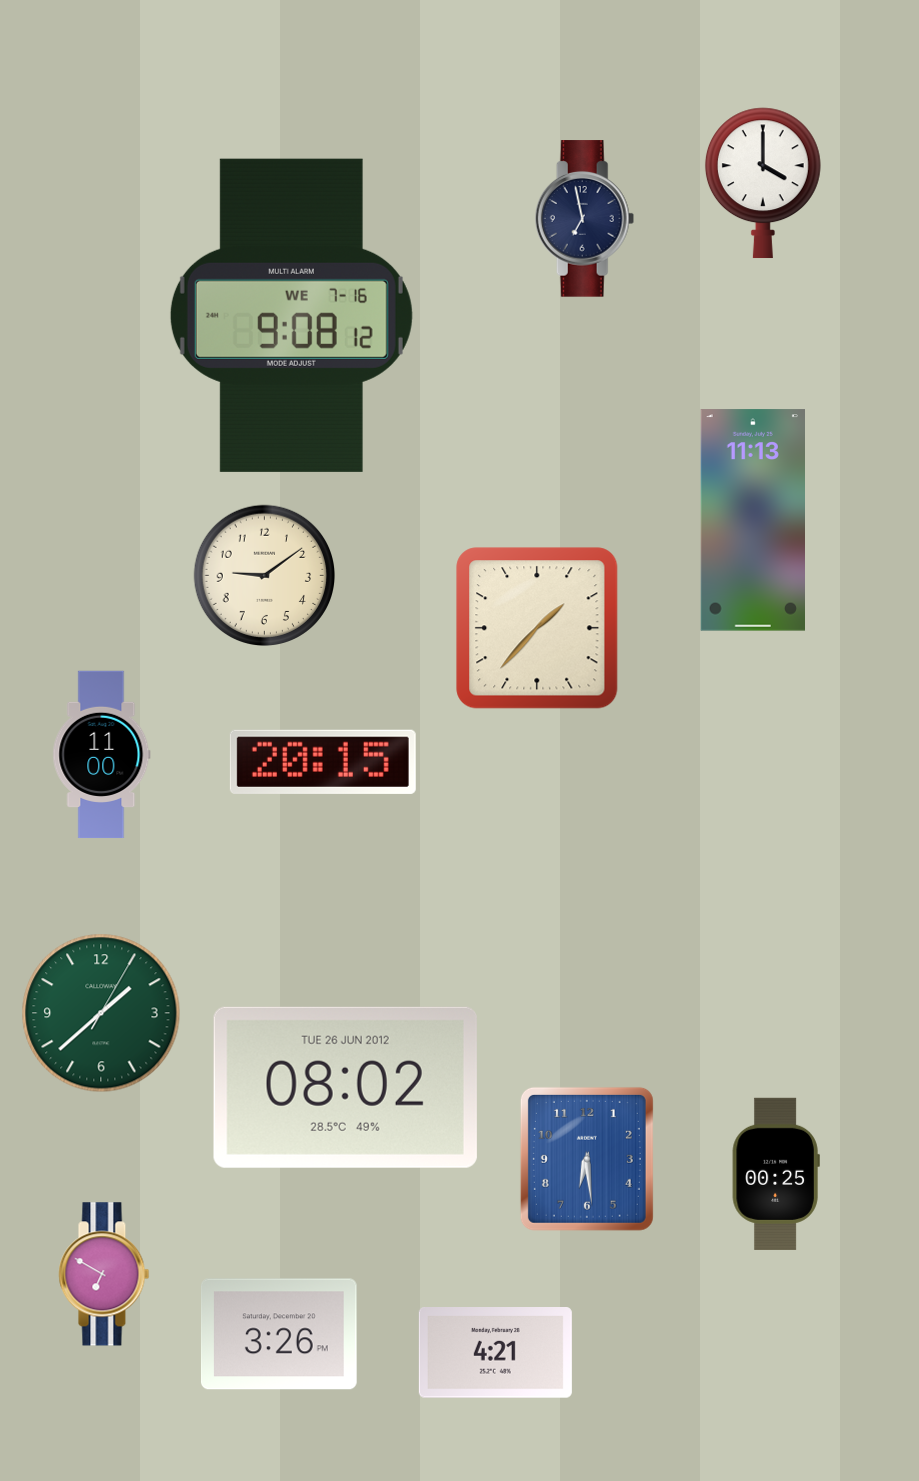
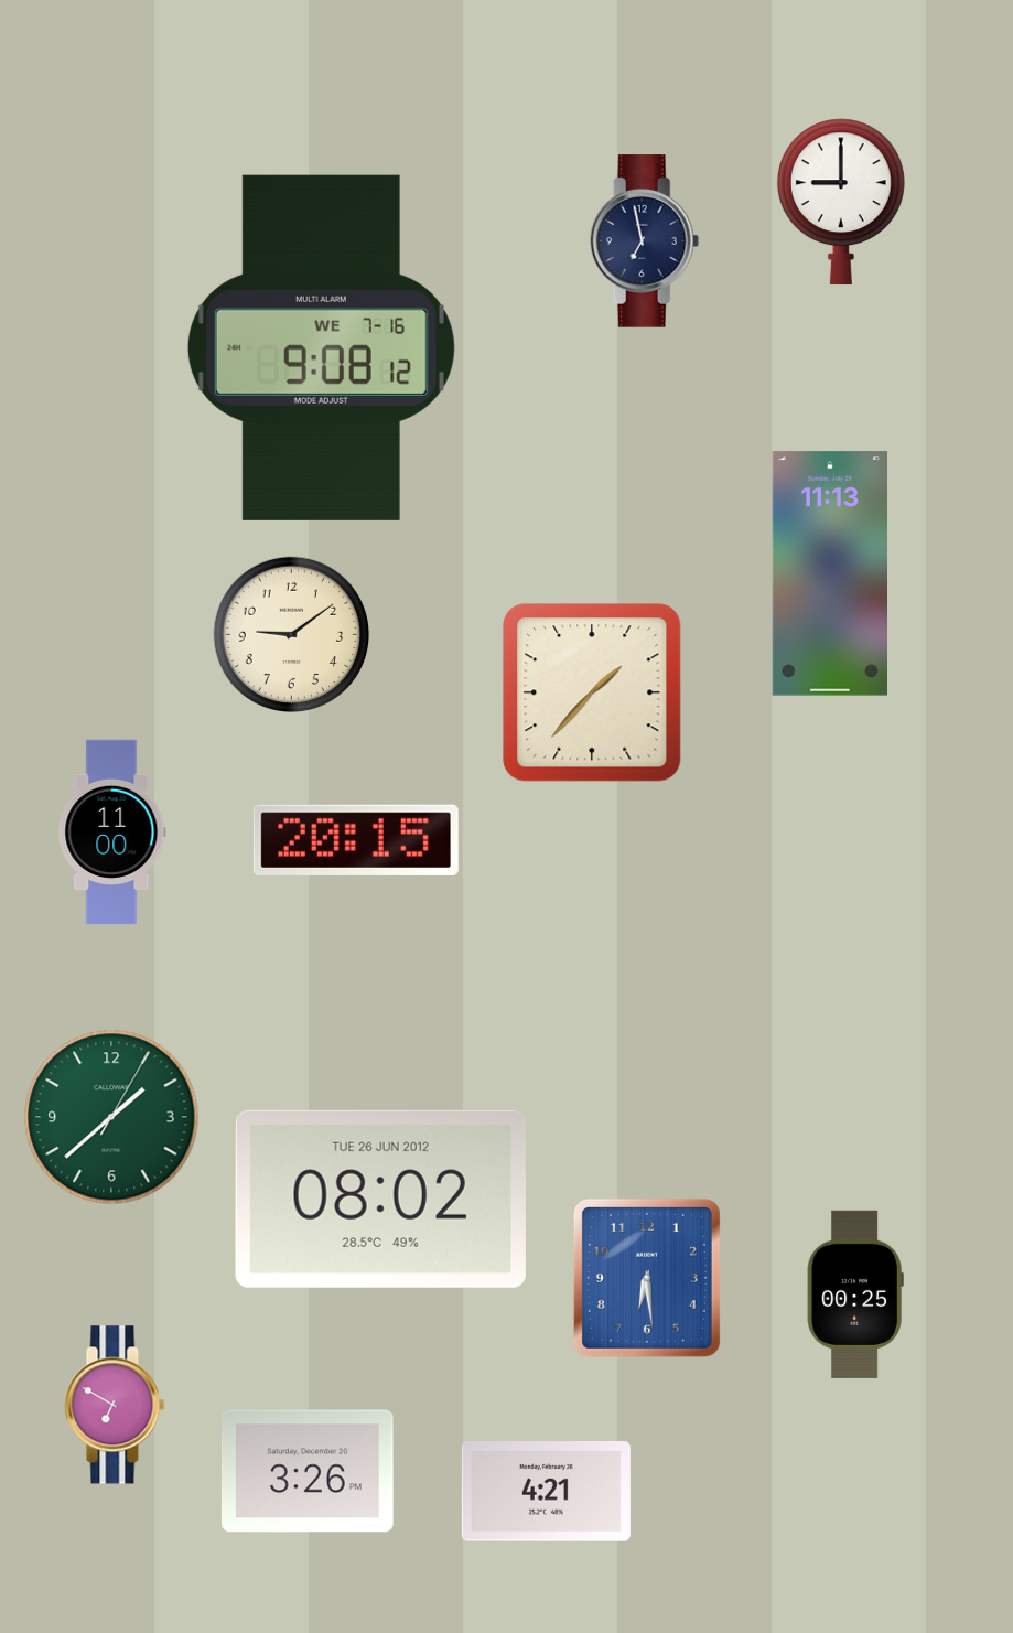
clock at (763, 183): 4:00 -> 9:00
